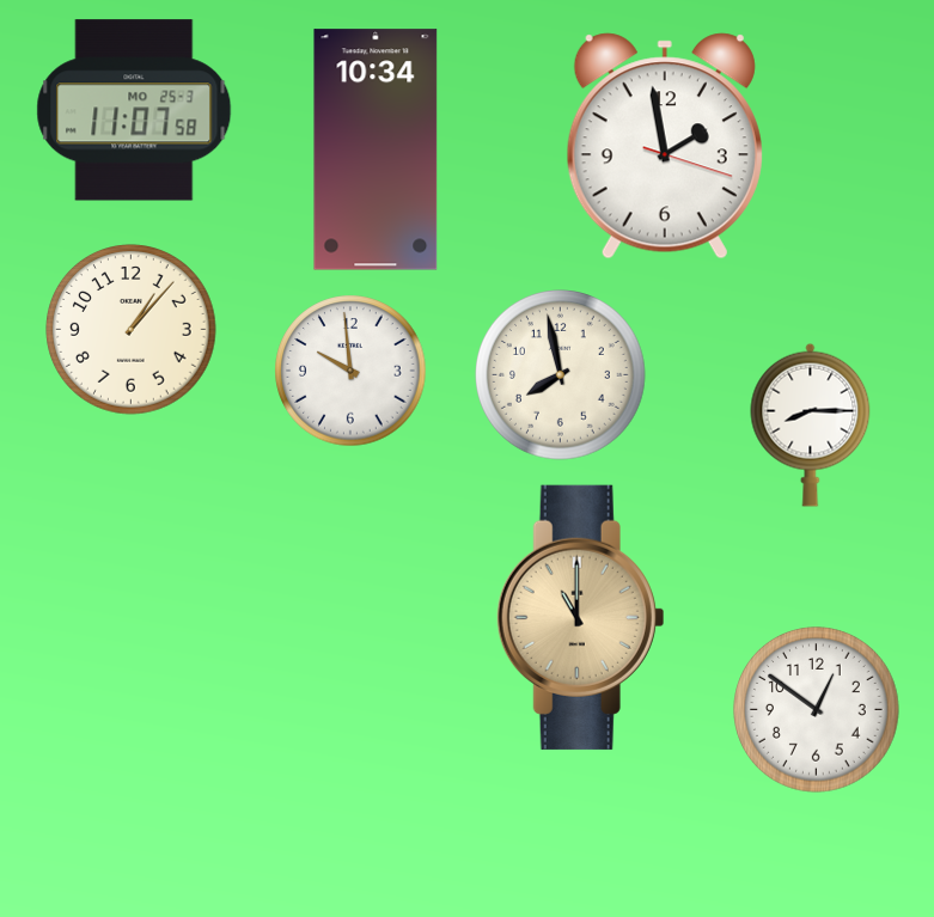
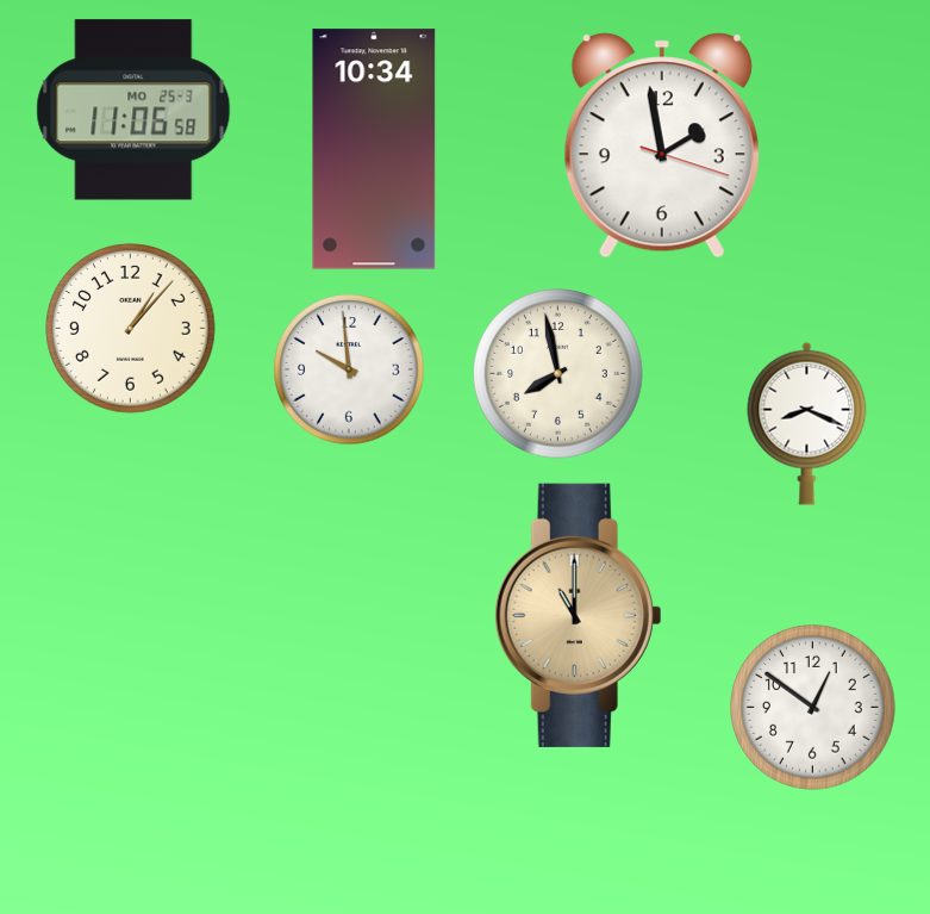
clock at (134, 110): 11:07 -> 11:06
clock at (811, 424): 8:15 -> 8:19
